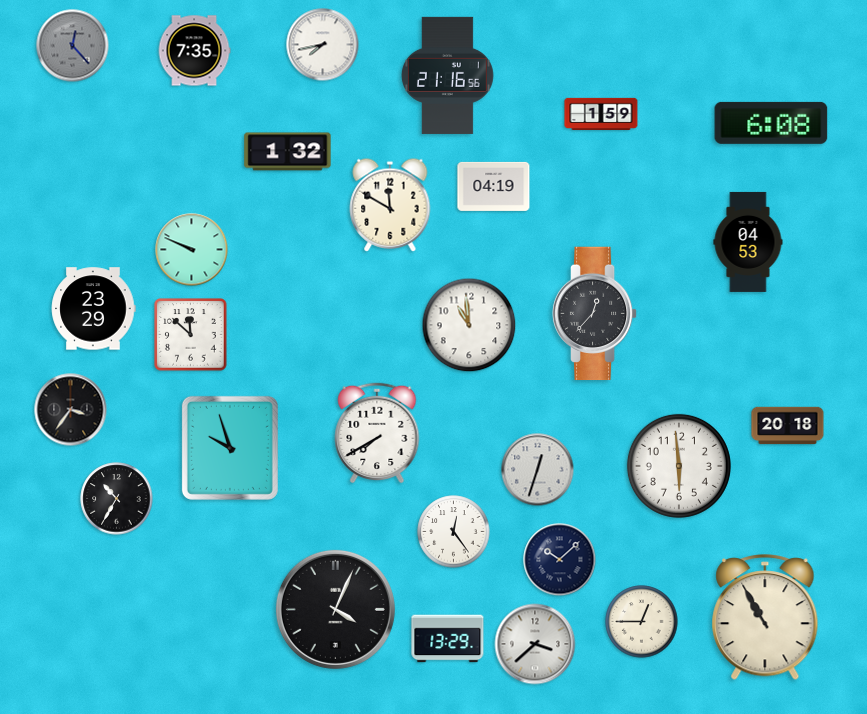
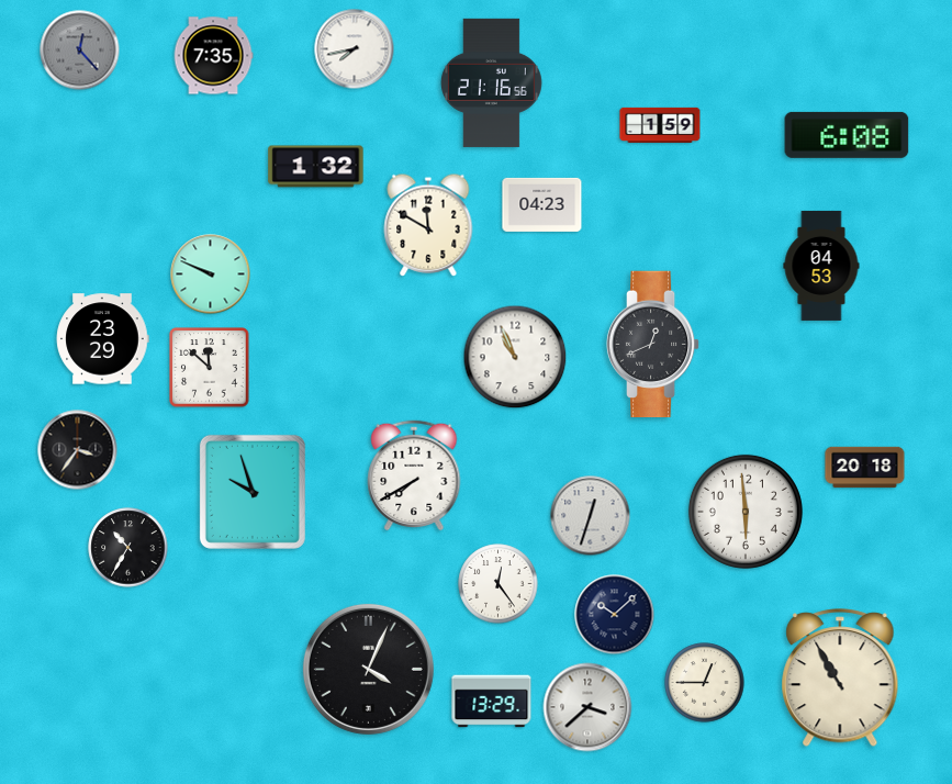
clock at (494, 186): 04:19 -> 04:23
clock at (595, 314): 12:37 -> 12:41
clock at (469, 325): 10:59 -> 10:56
